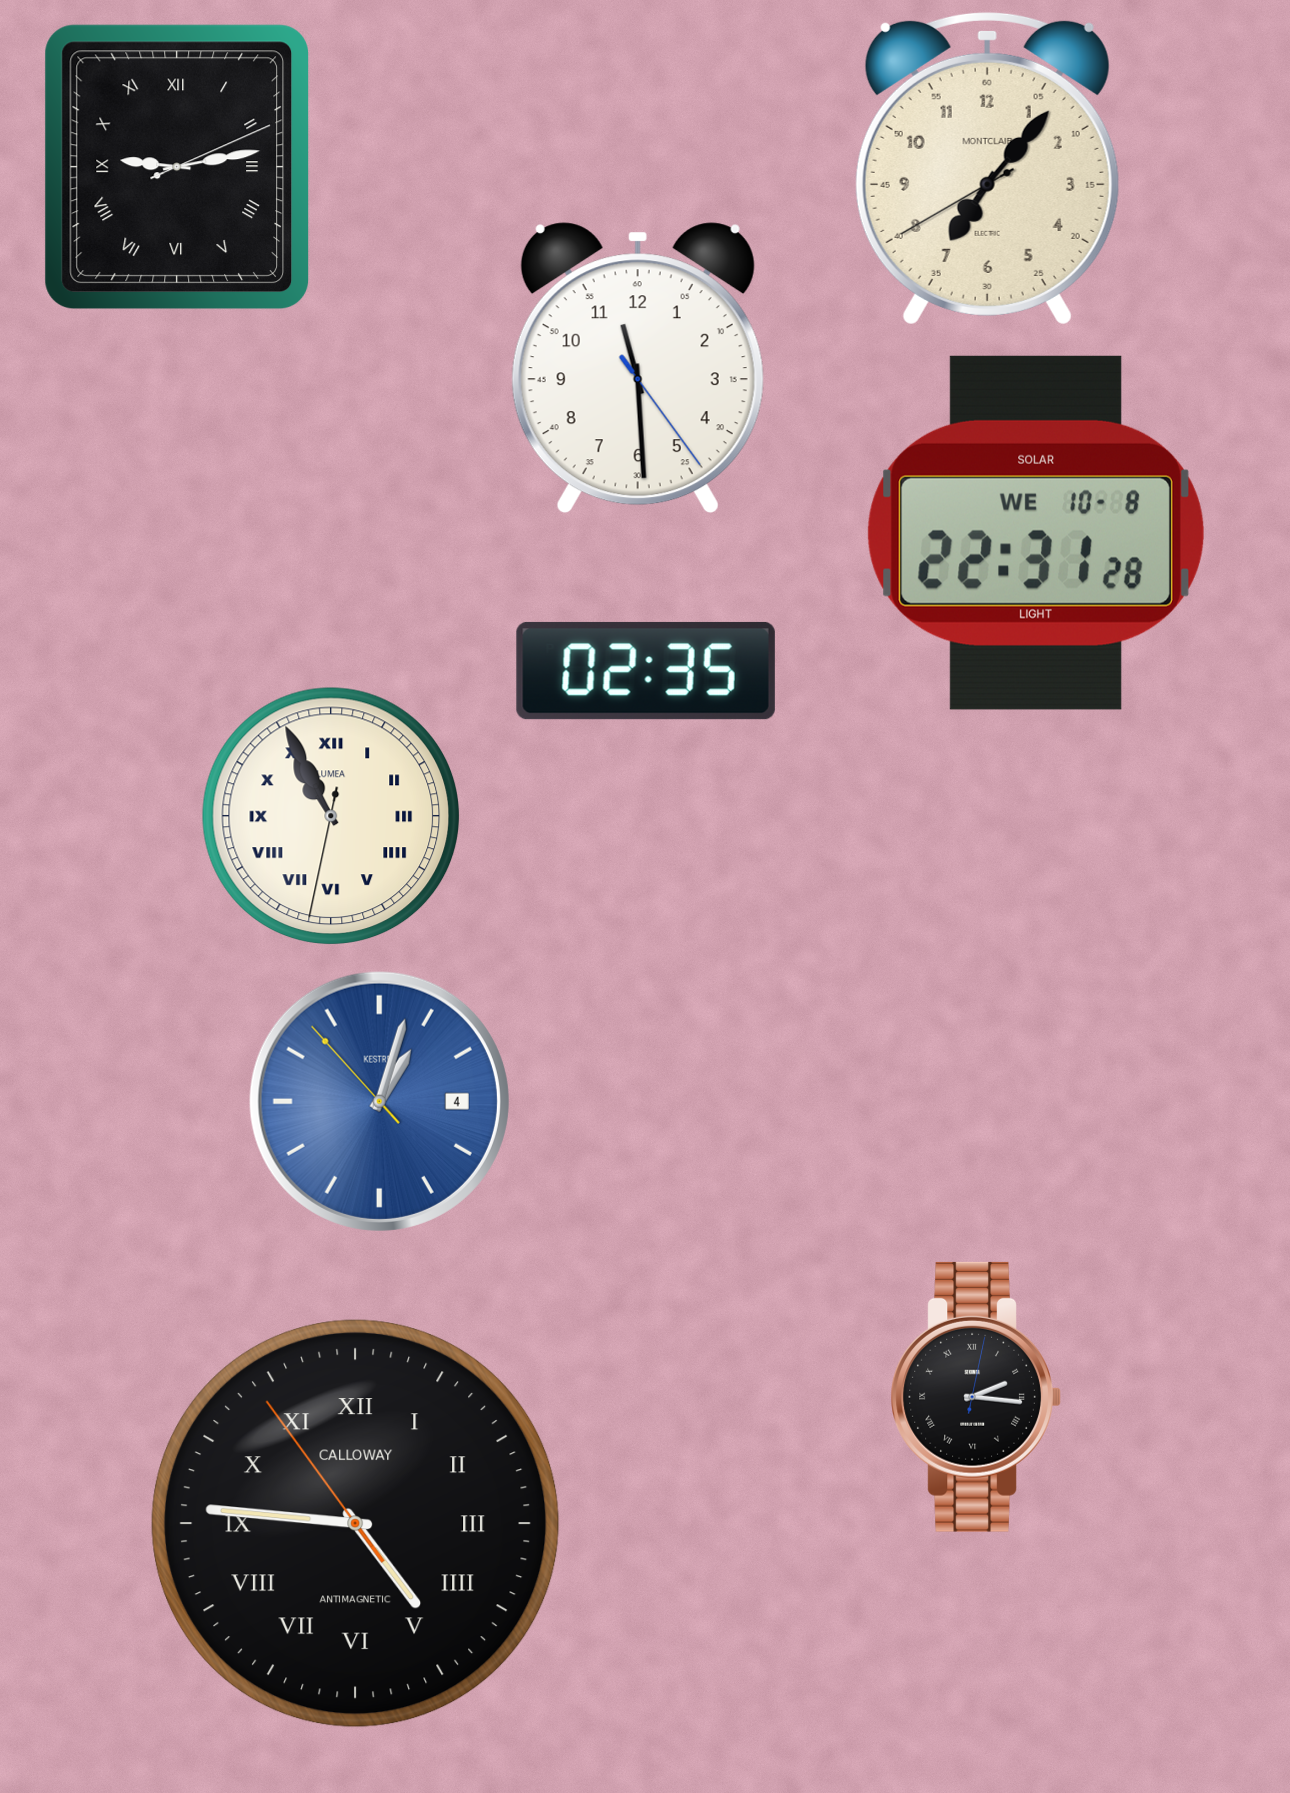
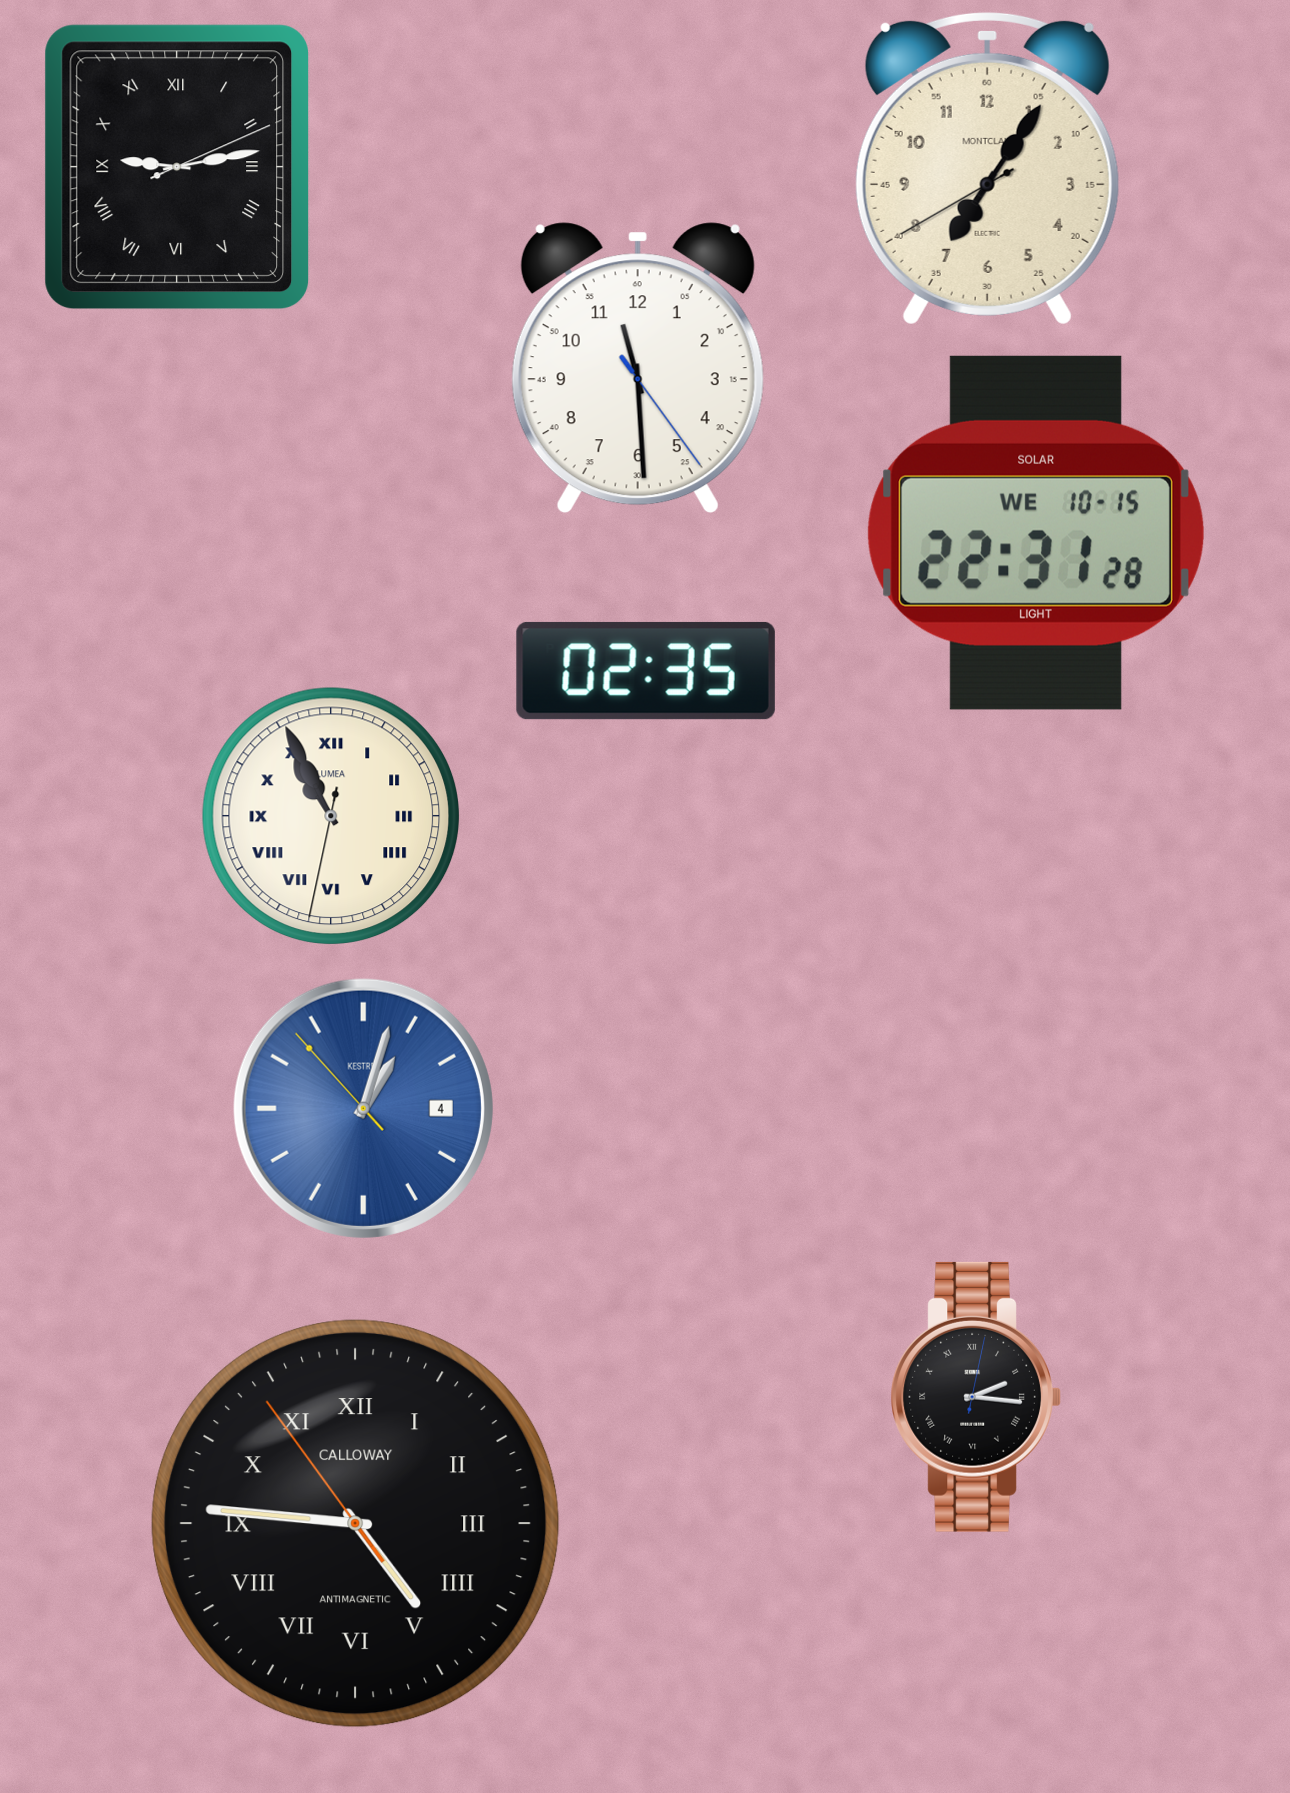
clock at (987, 168): 7:06 -> 7:05
clock at (1036, 533) date: WE 10-8 -> WE 10-15
clock at (379, 1101) position: (379, 1101) -> (363, 1108)
